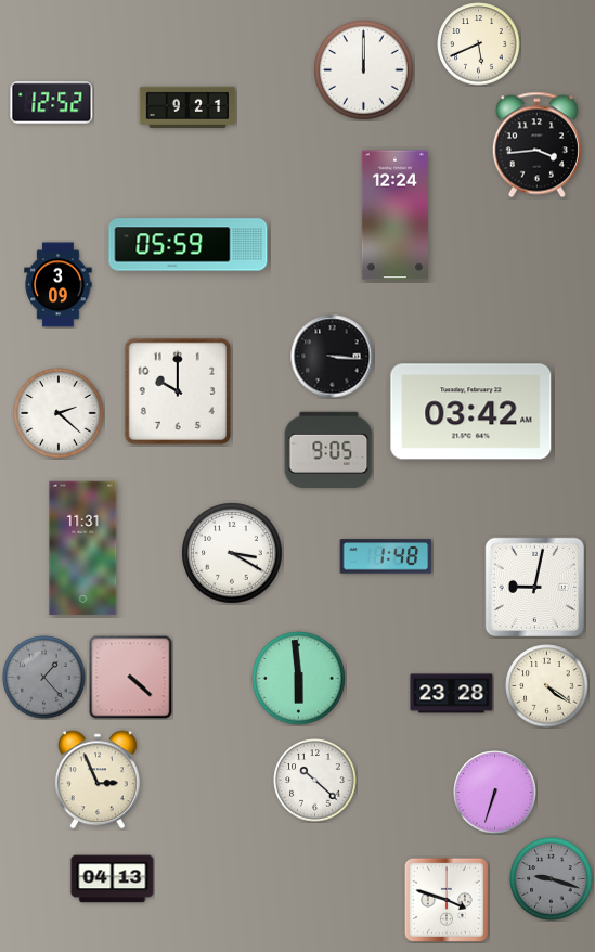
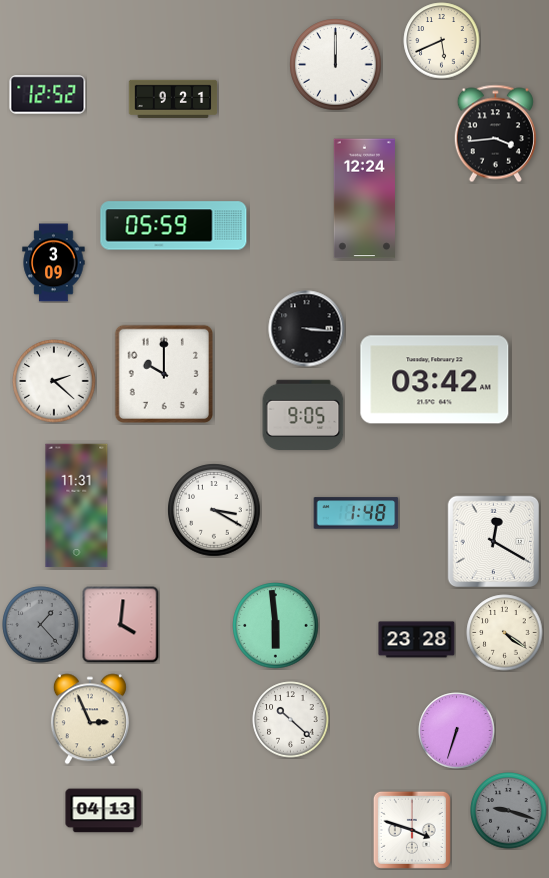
clock at (178, 391) position: (178, 391) -> (164, 374)
clock at (534, 587): 9:02 -> 12:20
clock at (131, 678): 4:22 -> 4:01
